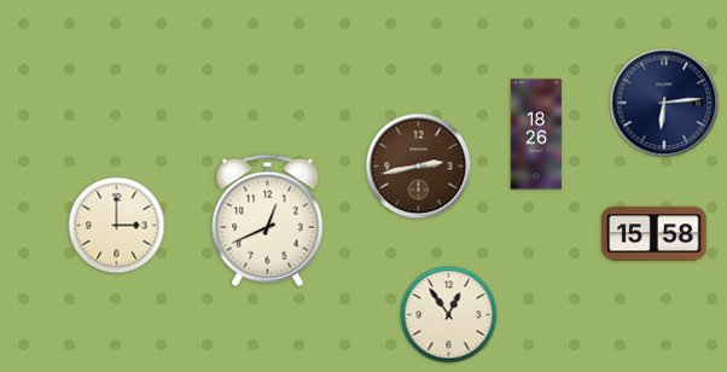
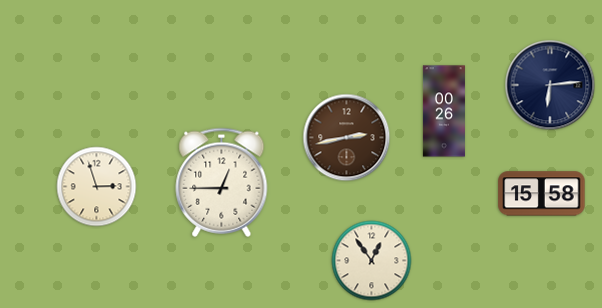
clock at (536, 134): 18:26 -> 00:26
clock at (268, 220): 12:41 -> 12:45
clock at (117, 226): 3:00 -> 2:57
